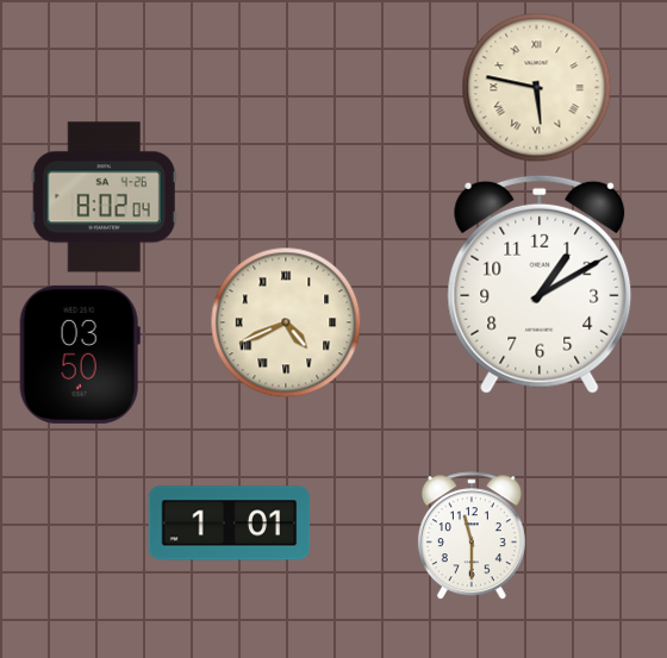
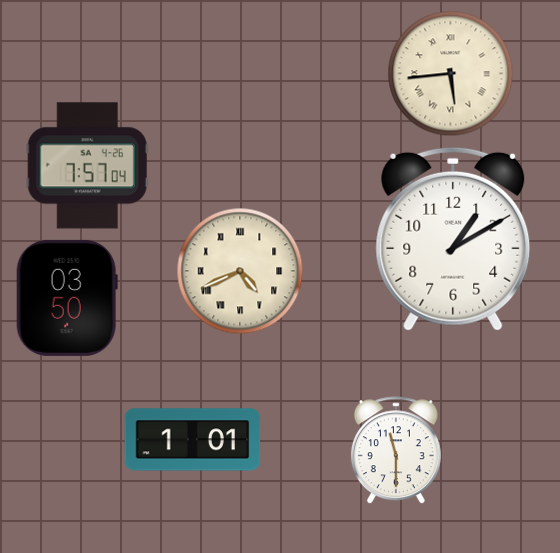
clock at (537, 88): 5:47 -> 5:44
clock at (104, 198): 8:02 -> 7:57
